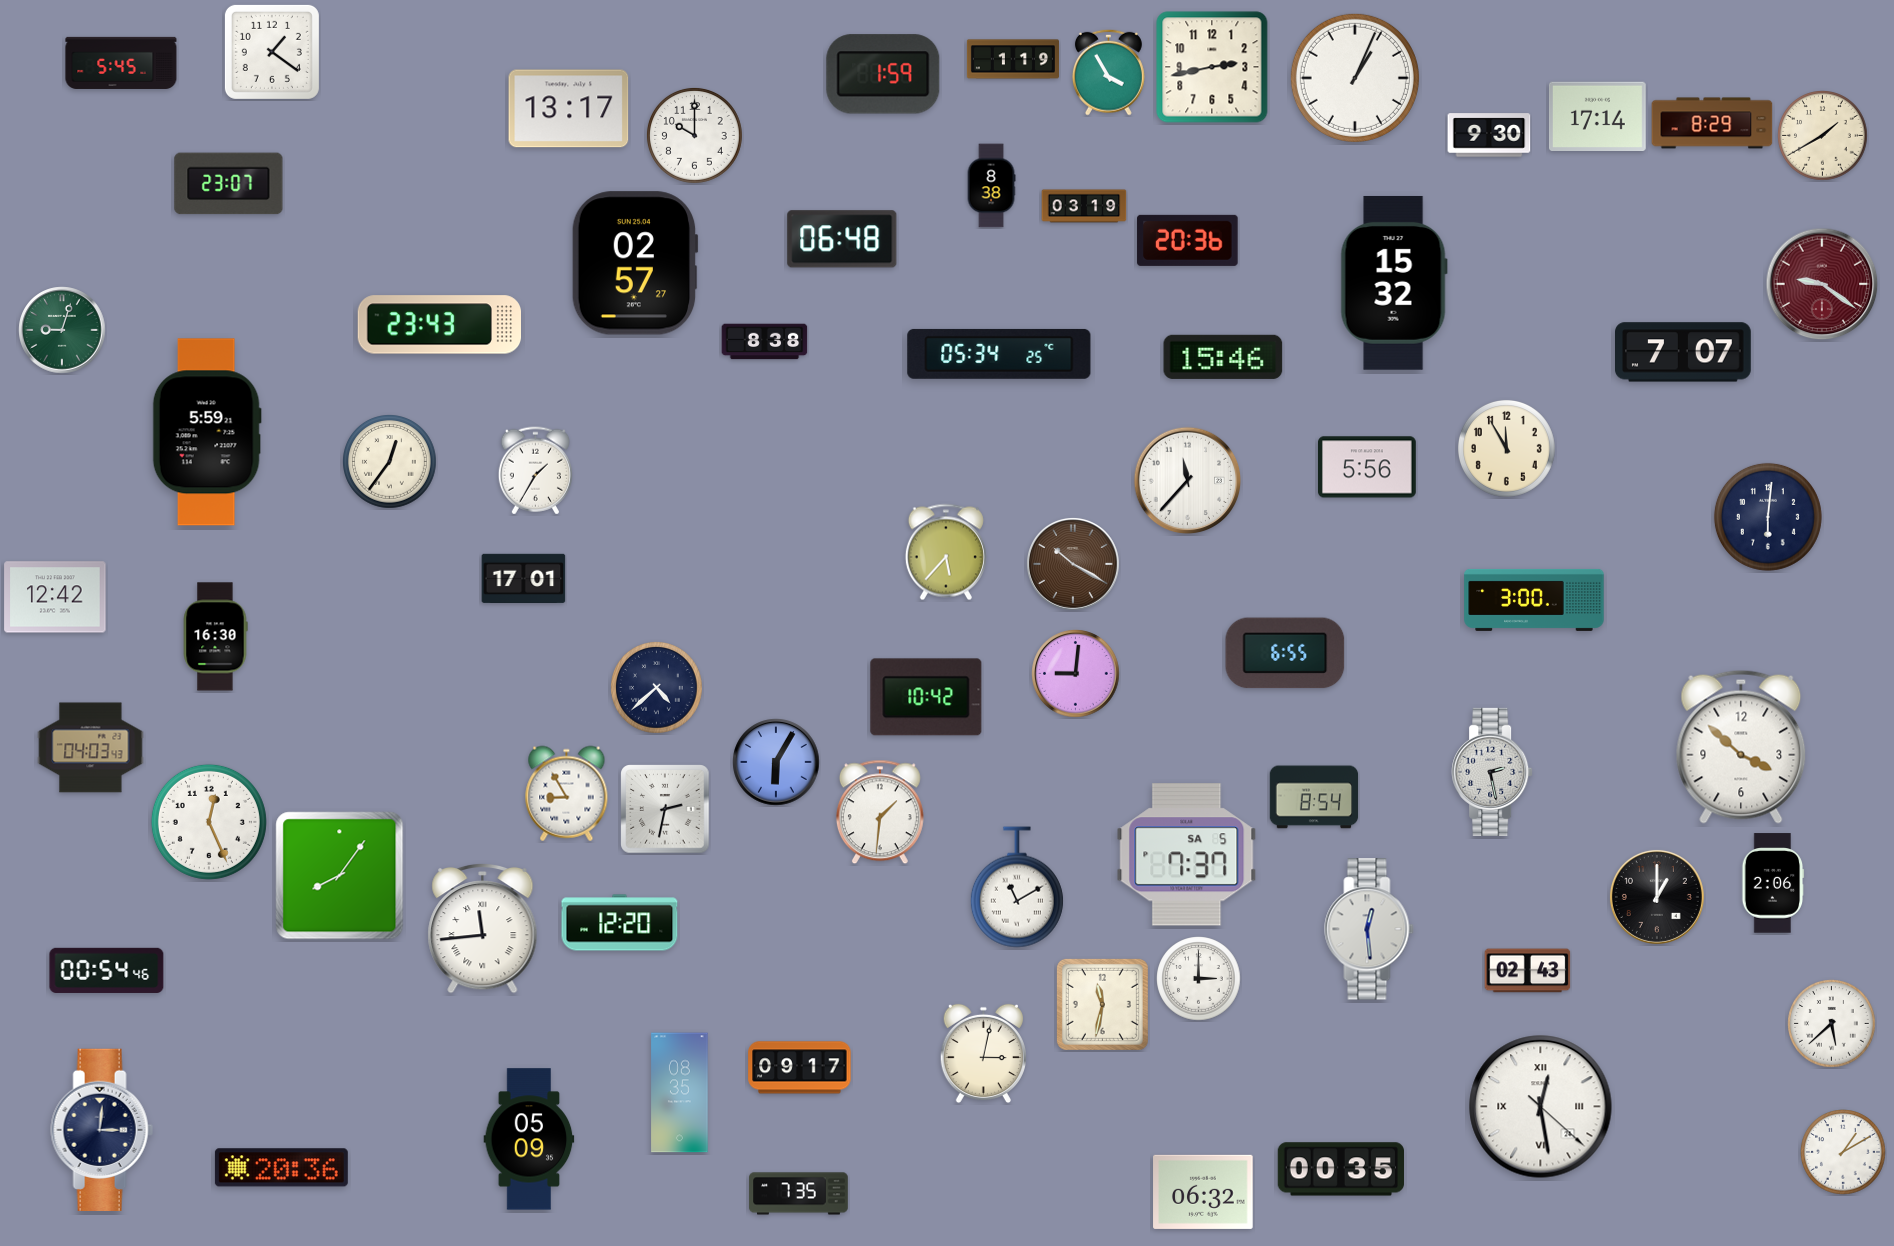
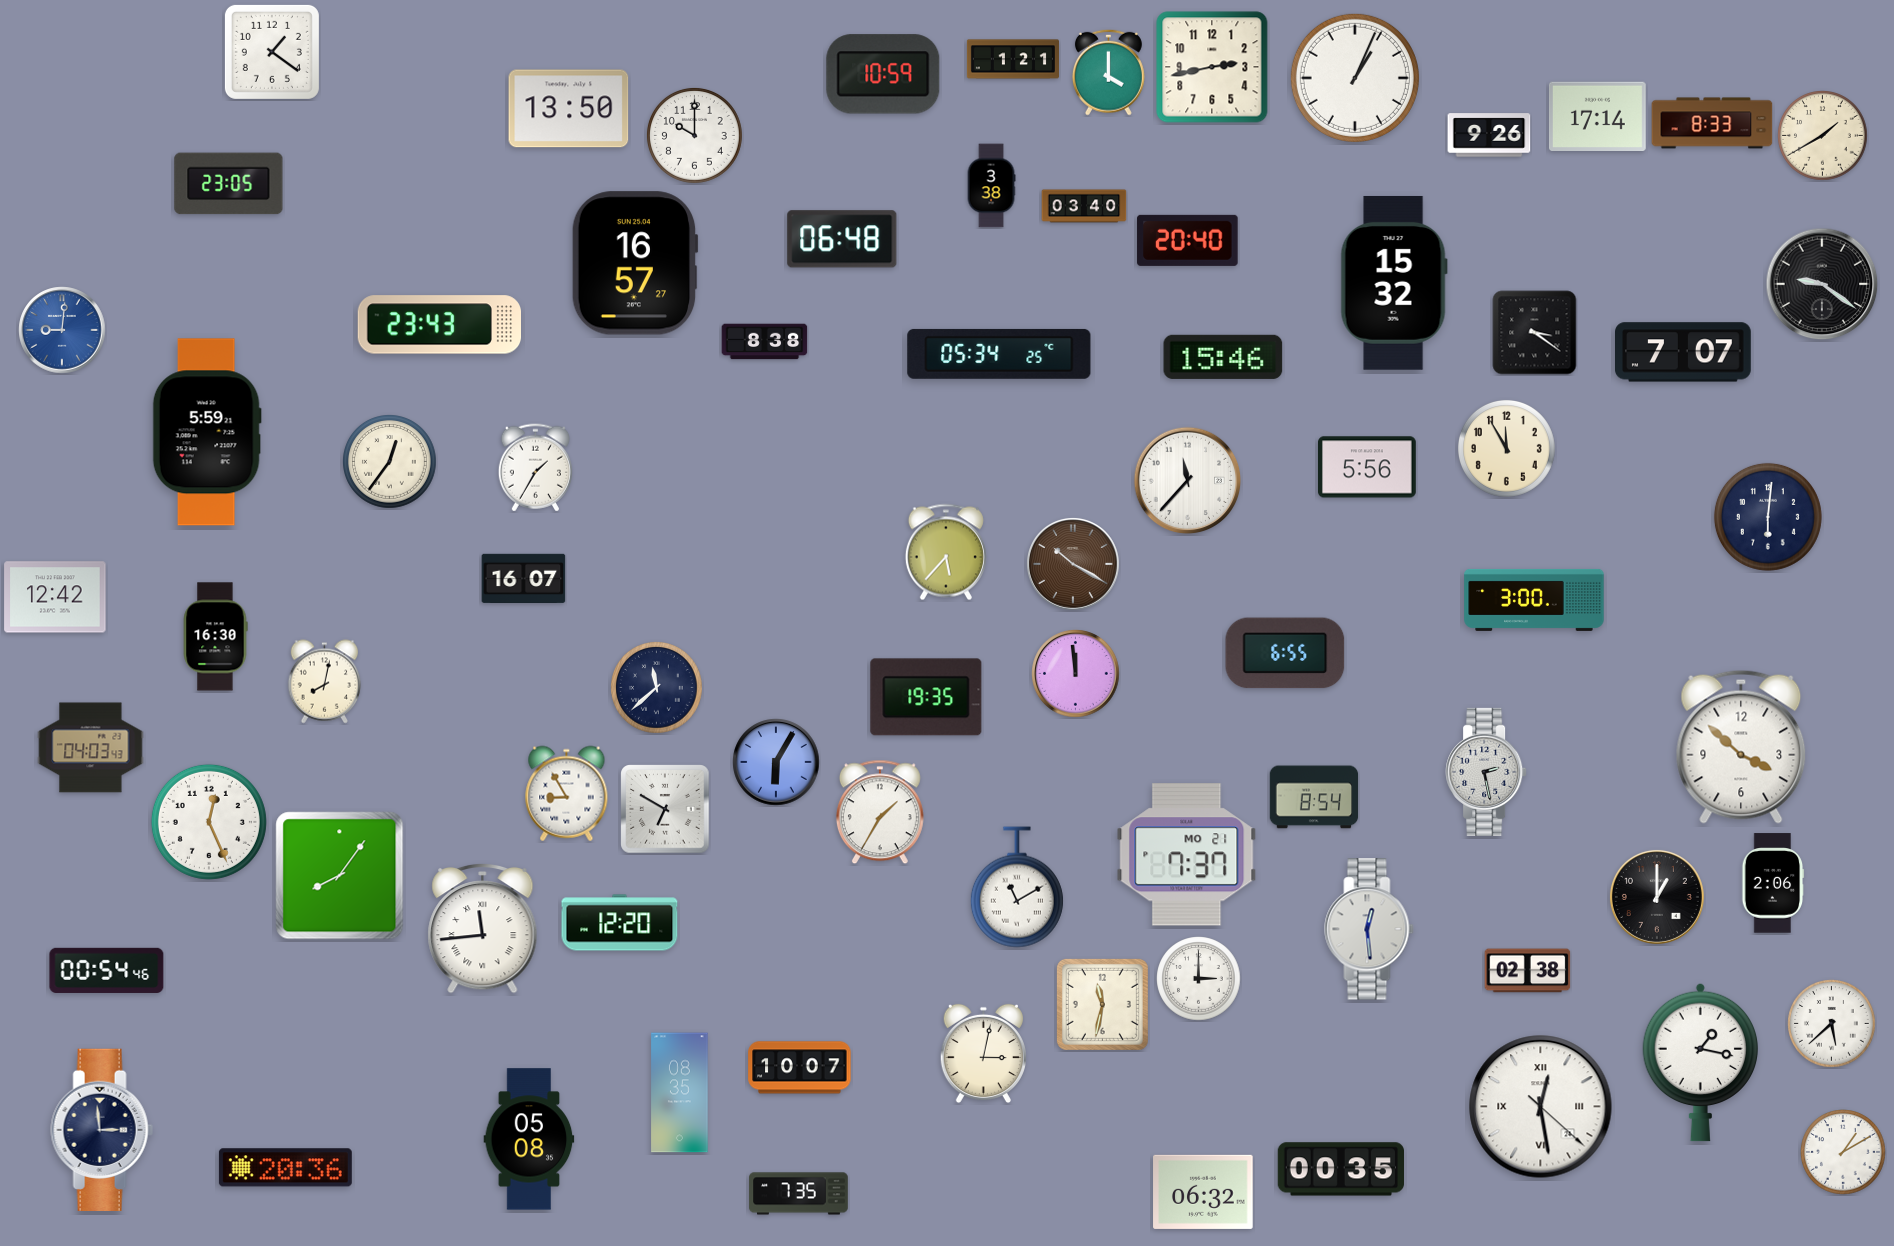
clock at (1013, 59): 1:19 -> 1:21
clock at (121, 63): 5:45 -> none
clock at (1108, 72): 3:55 -> 4:00
clock at (883, 74): 1:59 -> 10:59
clock at (569, 109): 13:17 -> 13:50
clock at (1712, 123): 8:29 -> 8:33
clock at (1489, 135): 9:30 -> 9:26
clock at (229, 184): 23:07 -> 23:05
clock at (991, 186): 8:38 -> 3:38
clock at (1084, 206): 03:19 -> 03:40
clock at (1188, 240): 20:36 -> 20:40
clock at (635, 263): 02:57 -> 16:57
clock at (1822, 284) dial: burgundy -> black
clock at (62, 330): 9:03 -> 9:01
clock at (62, 330) dial: green -> blue
clock at (1535, 333): none -> 3:21
clock at (535, 471) position: (535, 471) -> (535, 468)
clock at (524, 578): 17:01 -> 16:07
clock at (1076, 674): 9:01 -> 11:59
clock at (325, 682): none -> 8:02
clock at (657, 688): 4:38 -> 11:38
clock at (926, 697): 10:42 -> 19:35
clock at (1492, 772) position: (1492, 772) -> (1486, 772)
clock at (665, 809): 2:32 -> 6:50
clock at (880, 812): 1:31 -> 1:35
clock at (1187, 855) date: SA 5 -> MO 21
clock at (1528, 971): 02:43 -> 02:38
clock at (1700, 1062): none -> 1:17
clock at (800, 1068): 09:17 -> 10:07
clock at (102, 1129): 3:01 -> 2:59
clock at (529, 1139): 05:09 -> 05:08
clock at (281, 1168) position: (281, 1168) -> (285, 1168)
